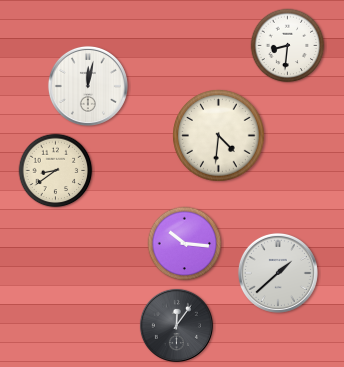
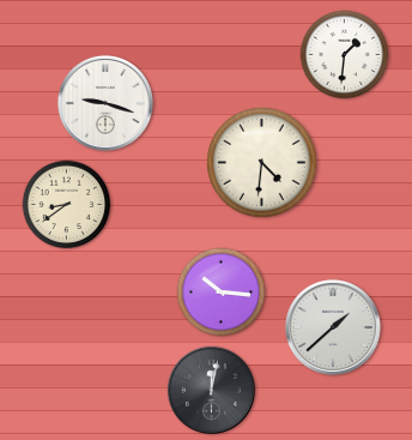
clock at (288, 46): 8:31 -> 1:31
clock at (88, 86): 12:02 -> 9:18
clock at (176, 325): 12:06 -> 12:02
